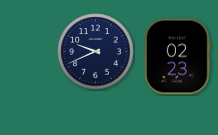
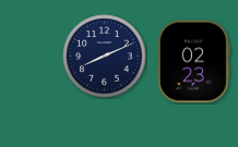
clock at (96, 52): 9:41 -> 8:11
